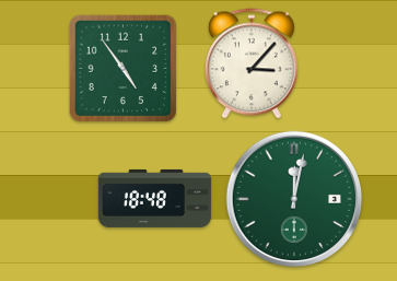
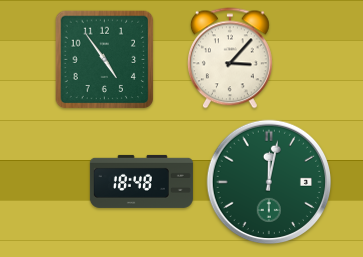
clock at (124, 69) position: (124, 69) -> (105, 60)
